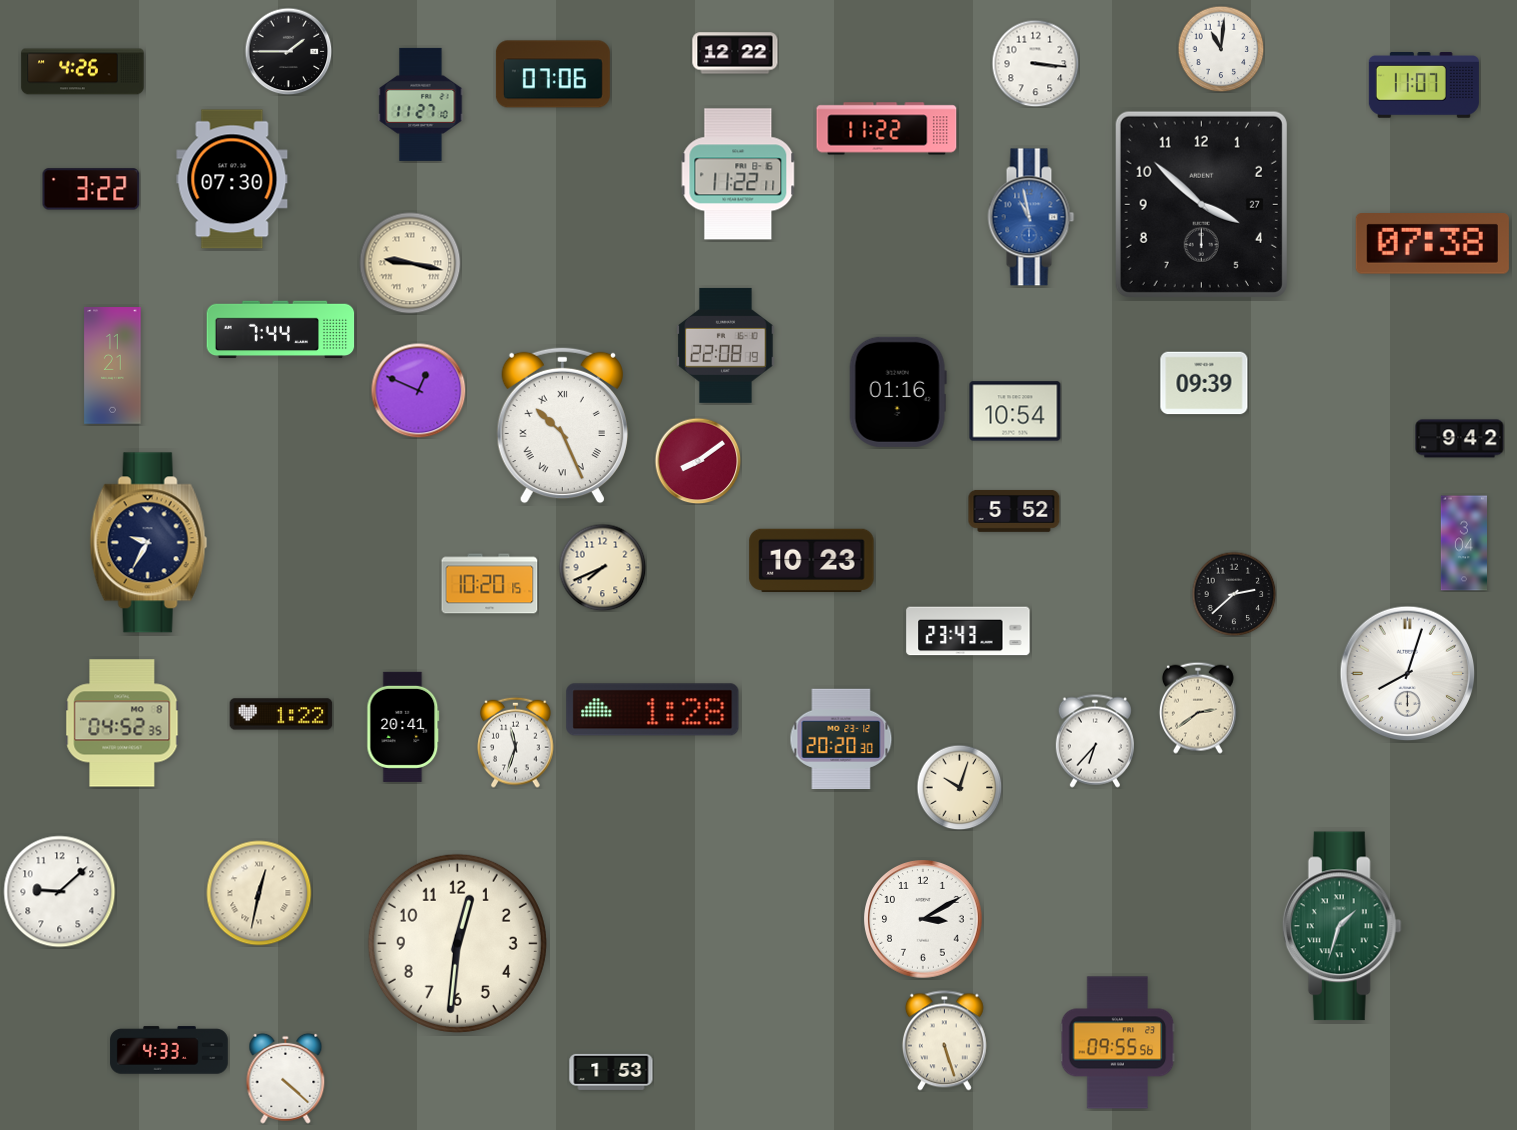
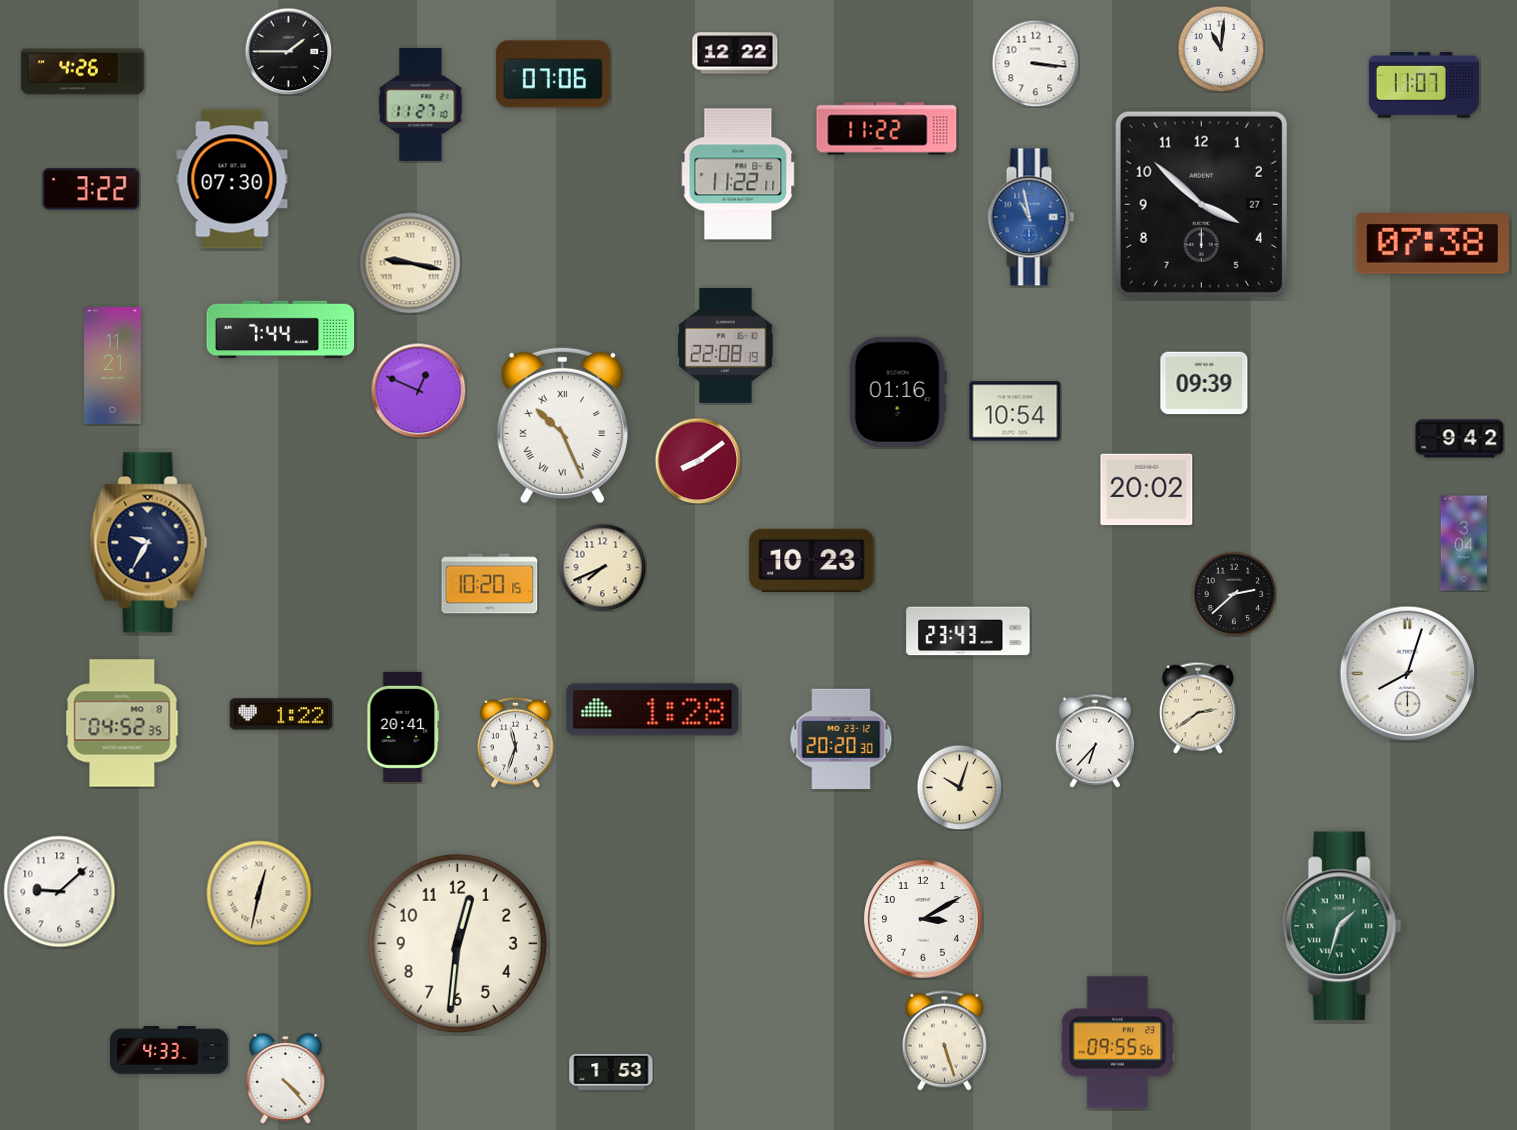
clock at (1147, 490): none -> 20:02
clock at (1014, 511): 5:52 -> none
clock at (286, 1078): 4:22 -> 4:23
